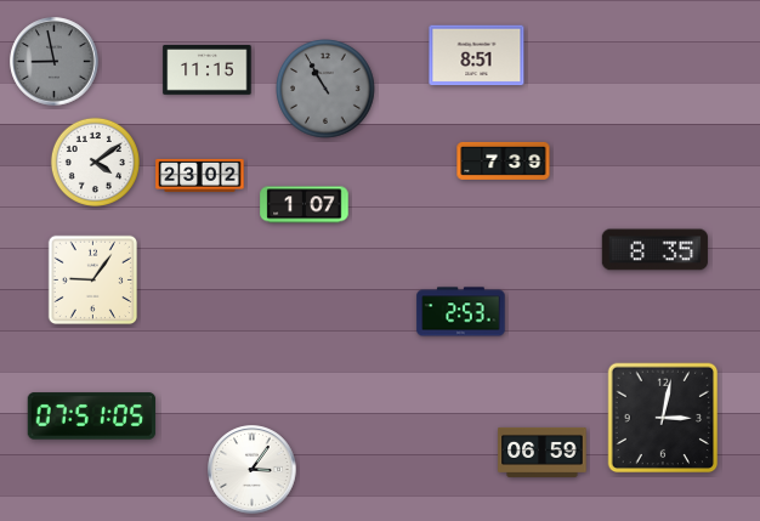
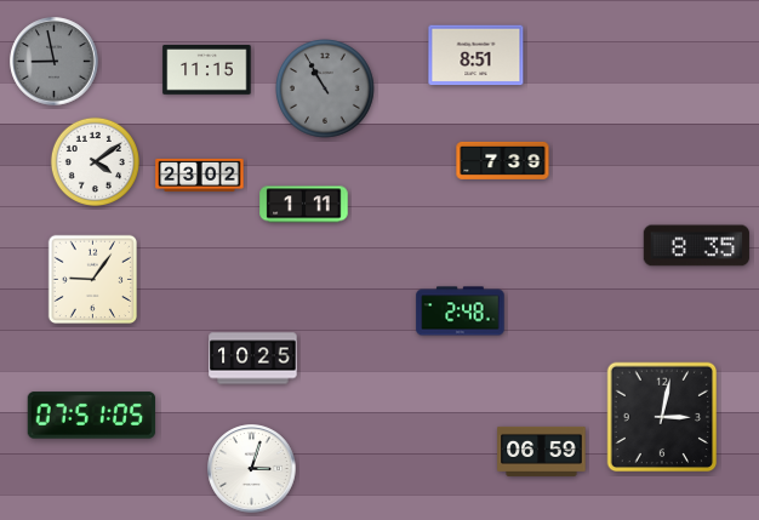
clock at (305, 205): 1:07 -> 1:11
clock at (654, 250) position: (654, 250) -> (696, 246)
clock at (461, 312): 2:53 -> 2:48
clock at (253, 359): none -> 10:25
clock at (253, 470): 3:06 -> 3:03
